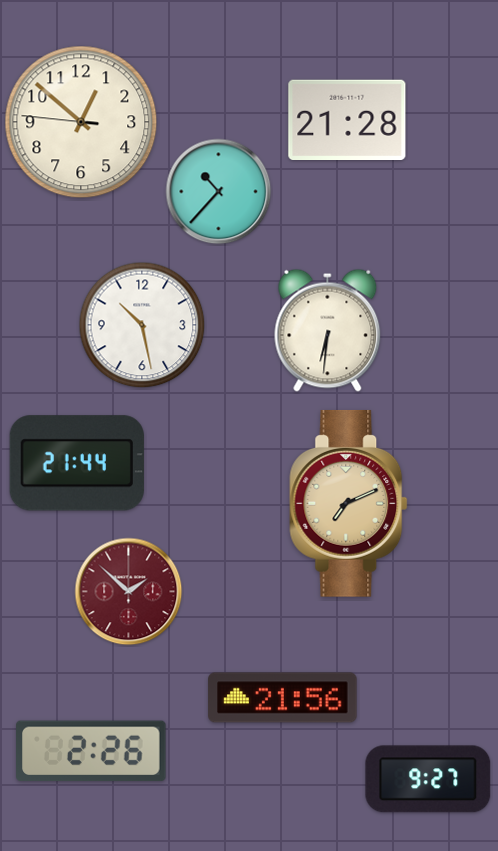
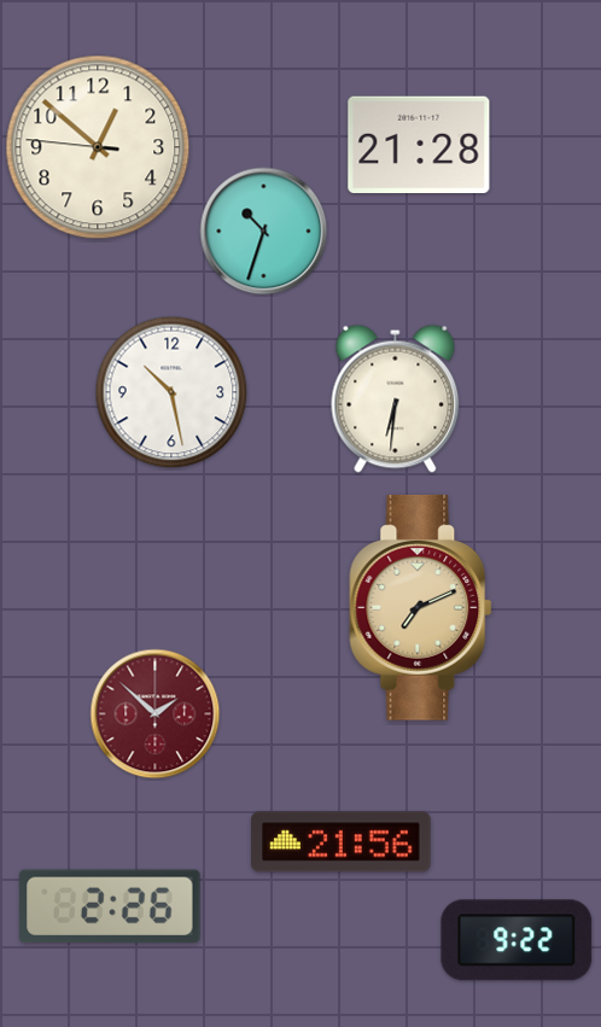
clock at (219, 192): 10:37 -> 10:33
clock at (77, 463): 21:44 -> none
clock at (428, 779): 9:27 -> 9:22
